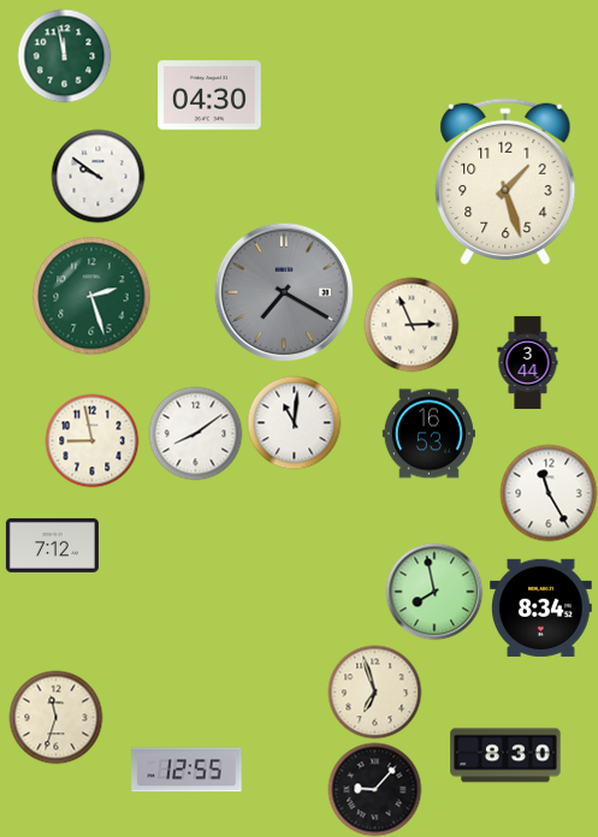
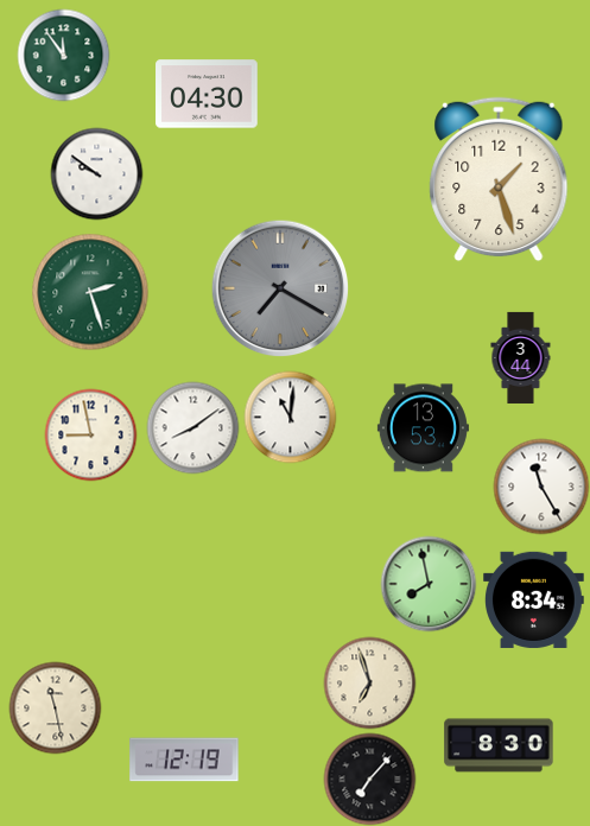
clock at (64, 55): 11:58 -> 11:54
clock at (412, 325): 2:56 -> none
clock at (428, 434): 16:53 -> 13:53
clock at (52, 545): 7:12 -> none
clock at (55, 717): 11:33 -> 11:28
clock at (186, 770): 12:55 -> 12:19
clock at (374, 789): 9:07 -> 7:07
